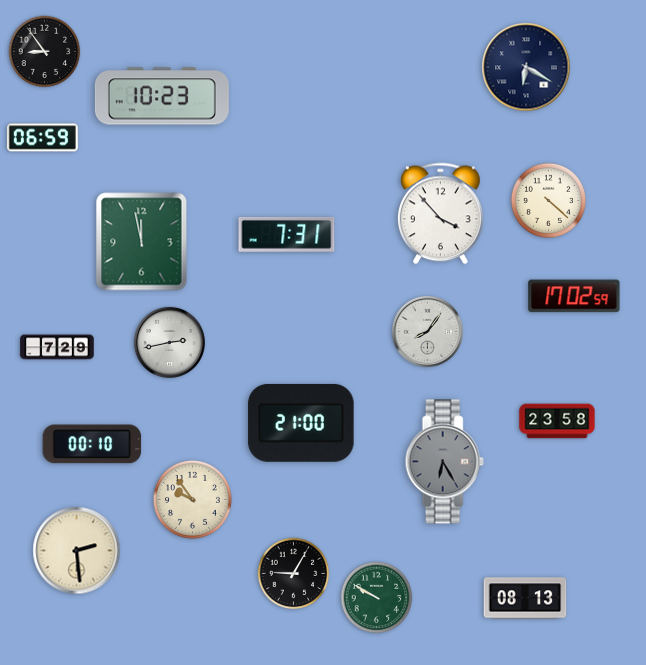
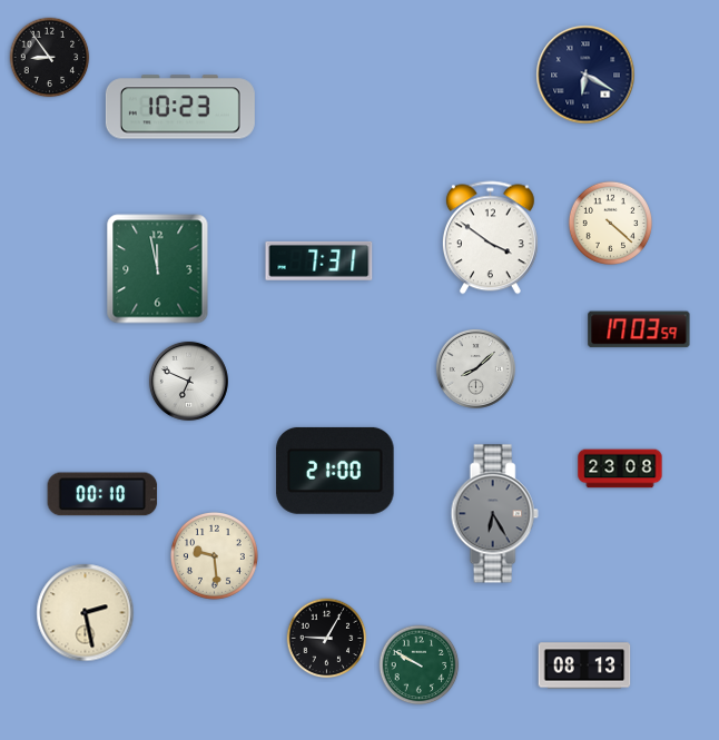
clock at (42, 138): 06:59 -> none
clock at (440, 214): 3:53 -> 3:51
clock at (574, 296): 17:02 -> 17:03
clock at (427, 331): 8:06 -> 8:08
clock at (169, 342): 2:43 -> 6:49
clock at (57, 347): 7:29 -> none
clock at (557, 421): 23:58 -> 23:08
clock at (192, 499): 9:54 -> 9:29
clock at (77, 551): 2:29 -> 2:28
